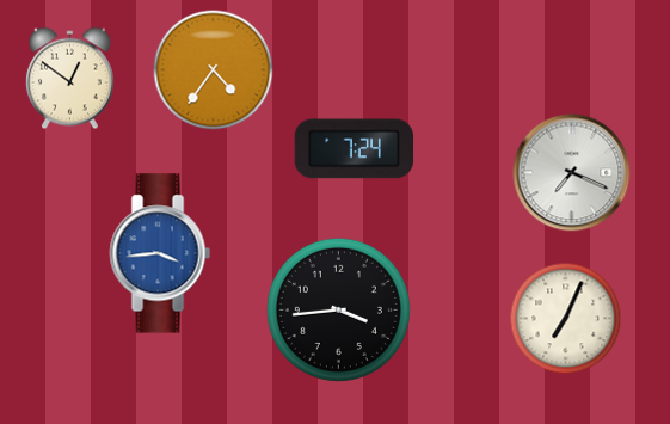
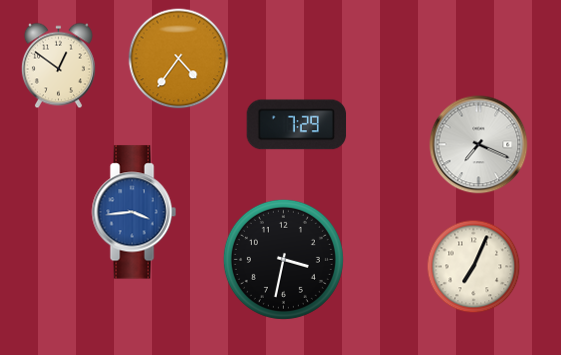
clock at (355, 149): 7:24 -> 7:29
clock at (338, 309): 3:44 -> 3:32
